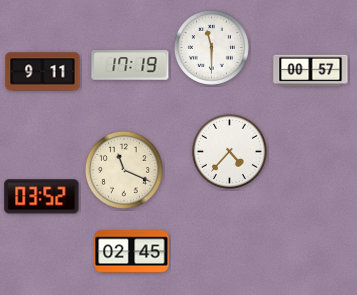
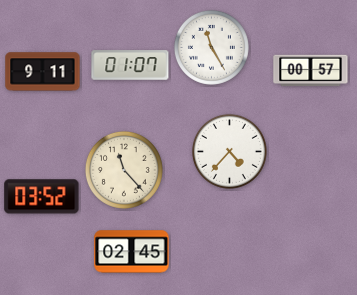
clock at (211, 47): 11:30 -> 11:25
clock at (130, 65): 17:19 -> 01:07
clock at (124, 170): 11:19 -> 11:23
